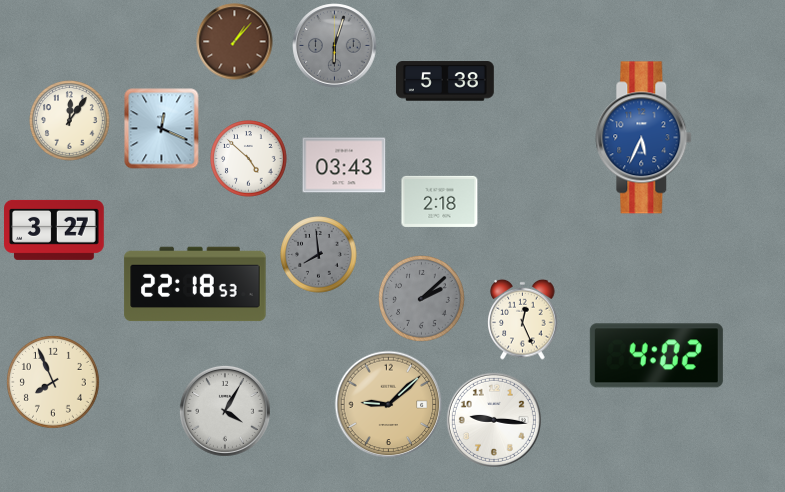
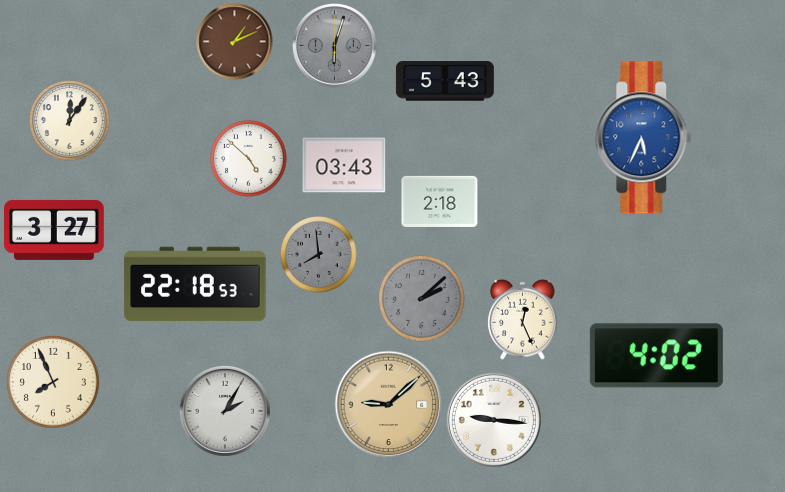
clock at (235, 42): 1:07 -> 1:11
clock at (445, 81): 5:38 -> 5:43
clock at (162, 129): 12:19 -> none
clock at (225, 411): 4:05 -> 2:05
